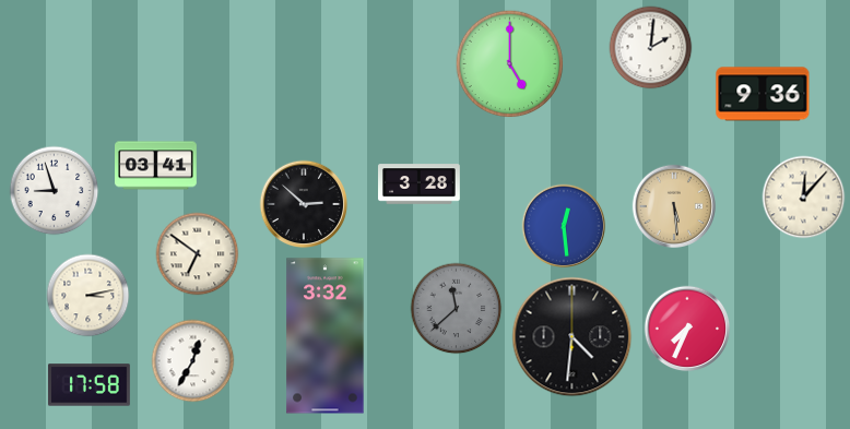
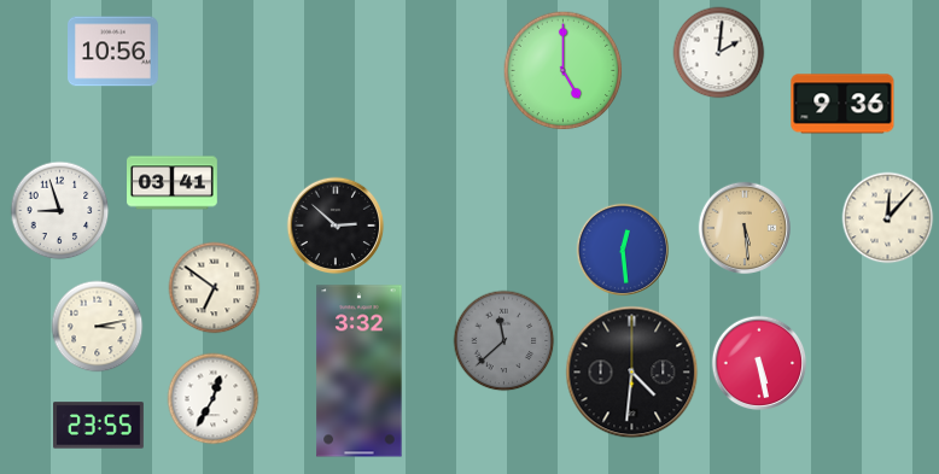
clock at (113, 52): none -> 10:56
clock at (420, 184): 3:28 -> none
clock at (198, 254) position: (198, 254) -> (215, 288)
clock at (687, 329): 7:34 -> 5:28
clock at (90, 385): 17:58 -> 23:55
